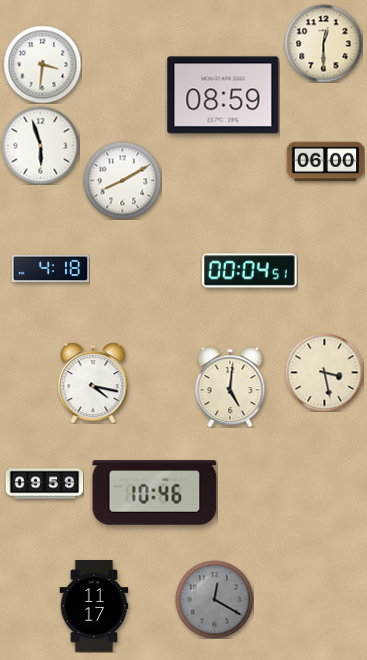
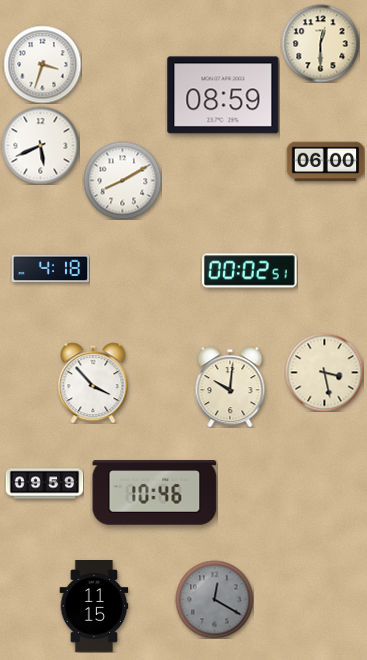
clock at (323, 43) position: (323, 43) -> (320, 43)
clock at (42, 64): 3:31 -> 3:33
clock at (40, 145): 5:57 -> 5:41
clock at (250, 271): 00:04 -> 00:02
clock at (93, 383): 4:17 -> 3:53
clock at (230, 387): 5:01 -> 10:01
clock at (94, 606): 11:17 -> 11:15
